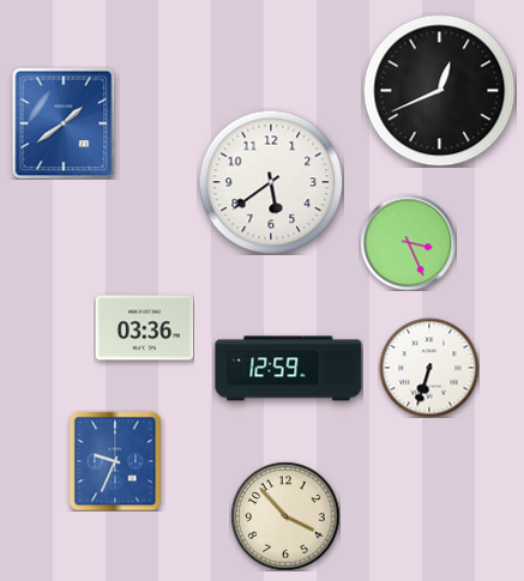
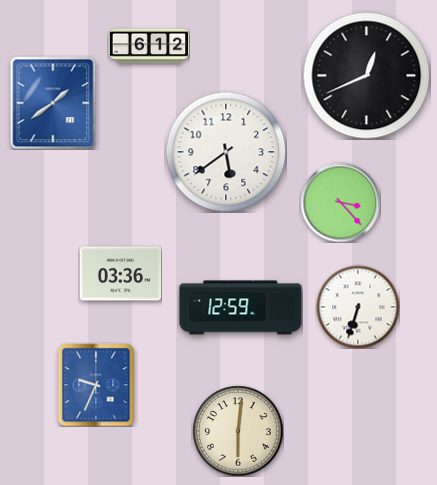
clock at (149, 46): none -> 6:12
clock at (408, 242): 3:26 -> 3:23
clock at (285, 516): 3:53 -> 6:01
